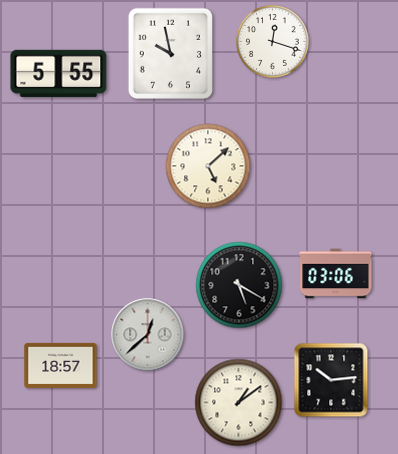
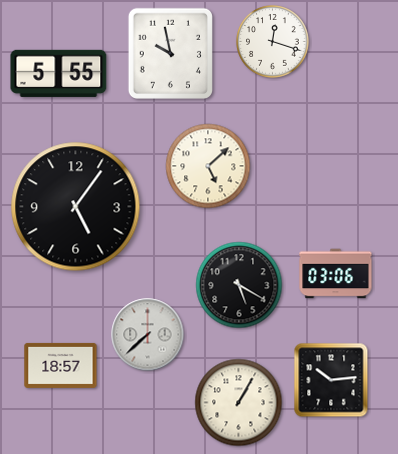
clock at (76, 207): none -> 5:06
clock at (148, 335): 12:38 -> 7:38
clock at (239, 403): 1:09 -> 1:05
